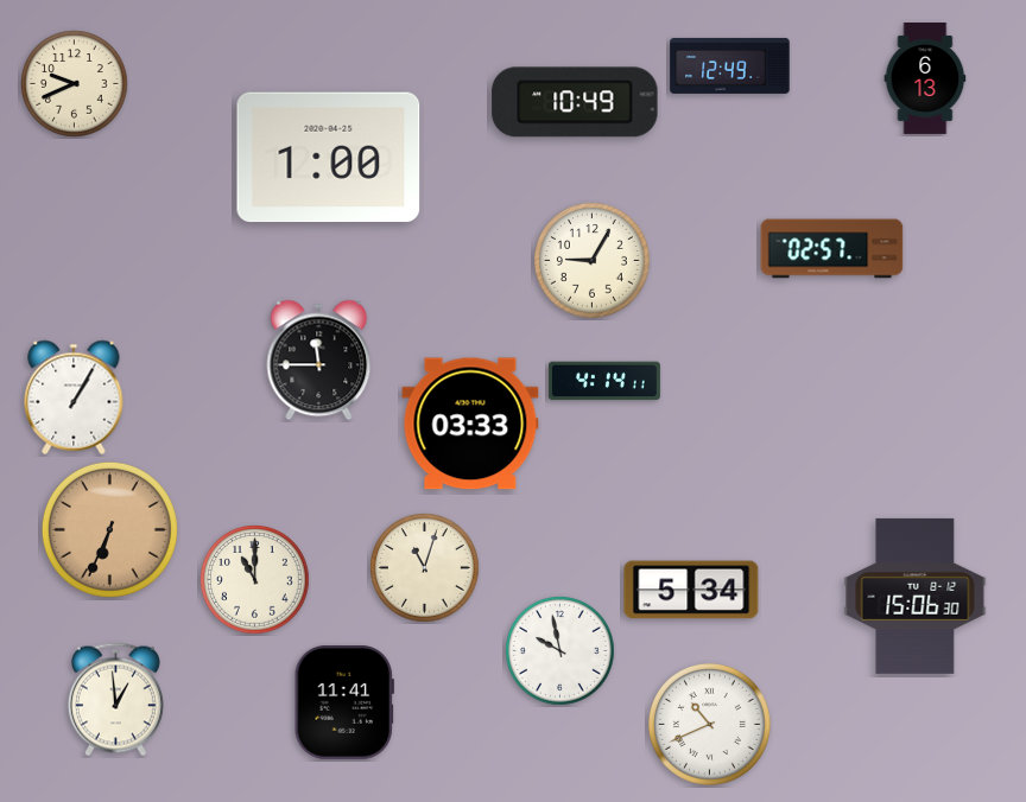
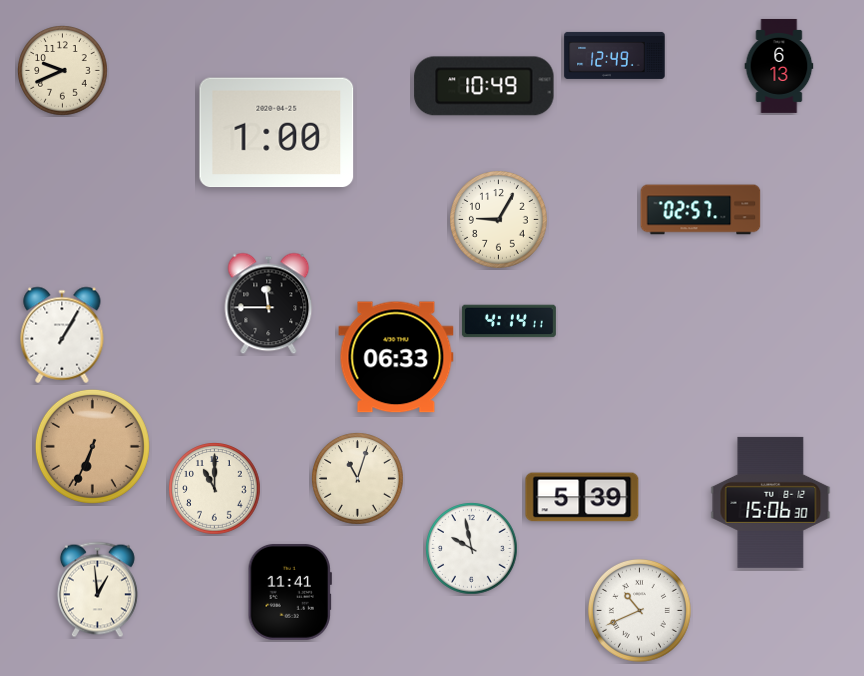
clock at (470, 424): 03:33 -> 06:33
clock at (691, 590): 5:34 -> 5:39
clock at (709, 724) position: (709, 724) -> (639, 610)
